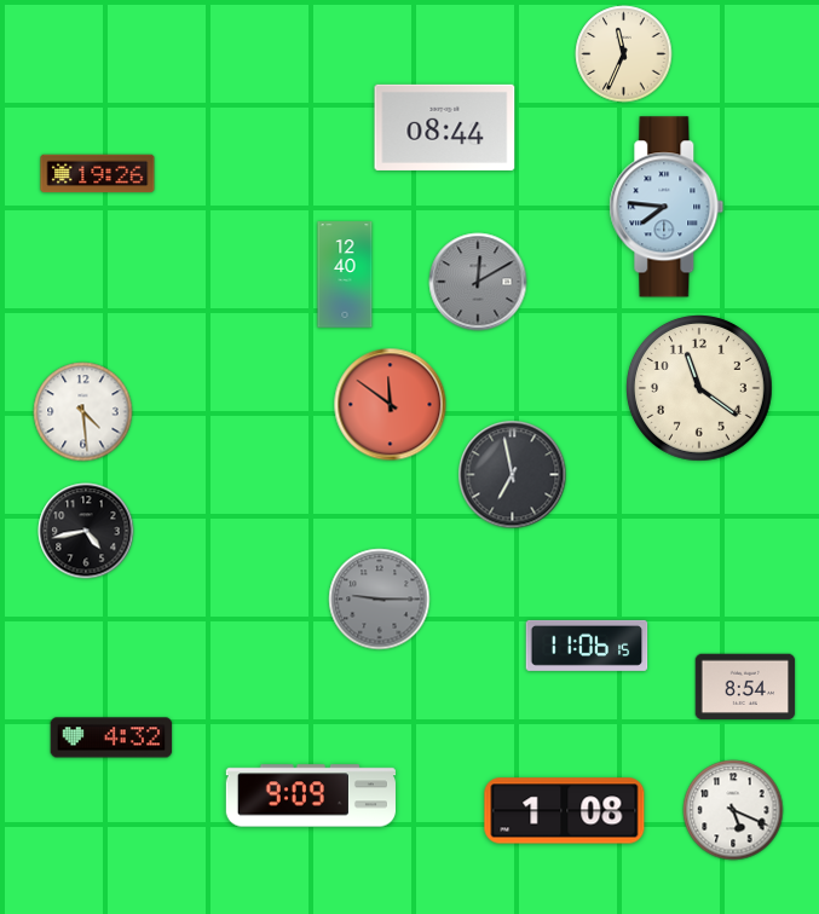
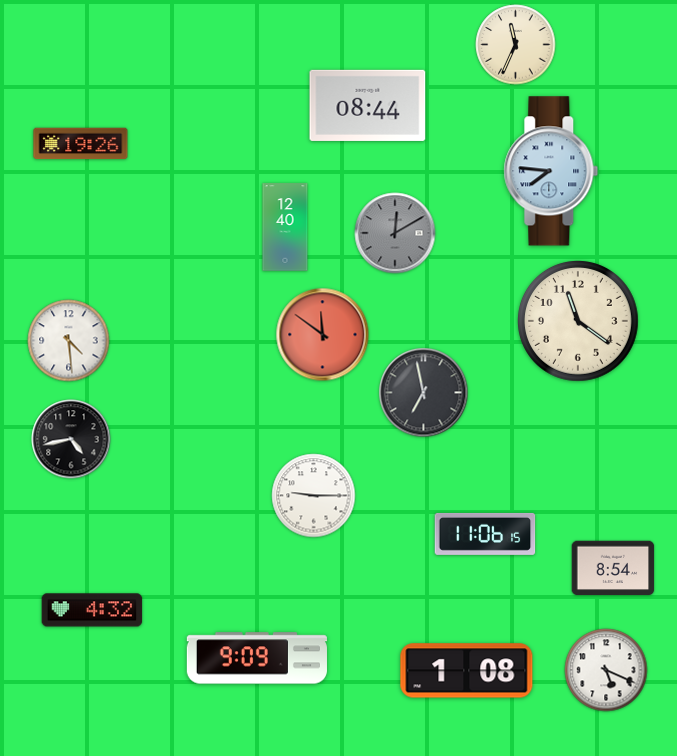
clock at (380, 600) dial: grey -> white
clock at (745, 687) position: (745, 687) -> (613, 568)
